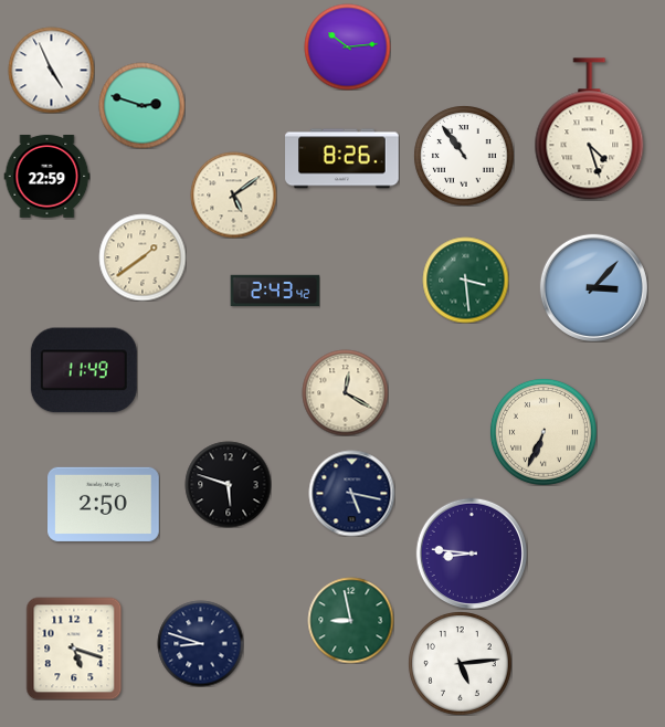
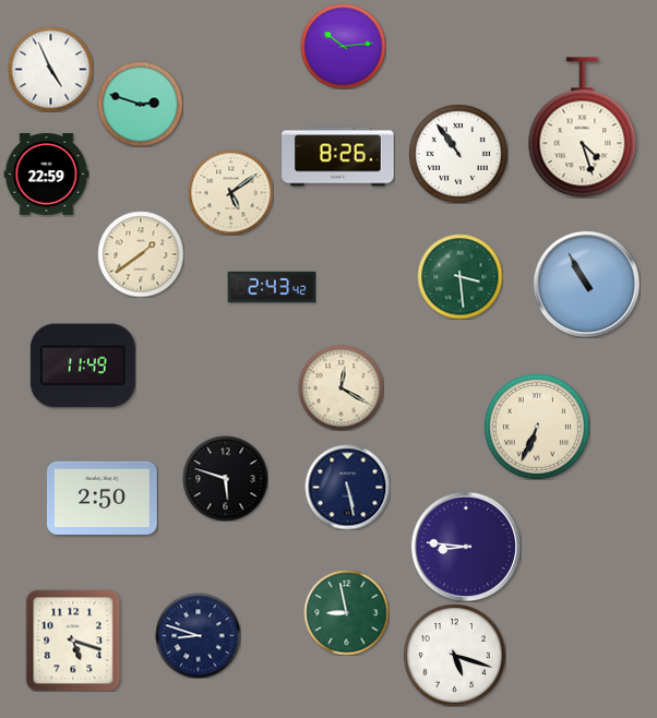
clock at (593, 287): 3:07 -> 10:55
clock at (351, 493): 5:17 -> 5:28
clock at (461, 664): 5:14 -> 5:18
